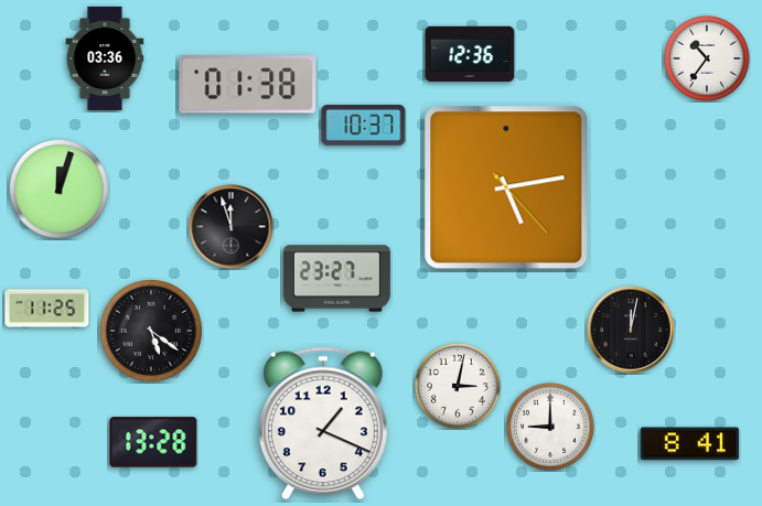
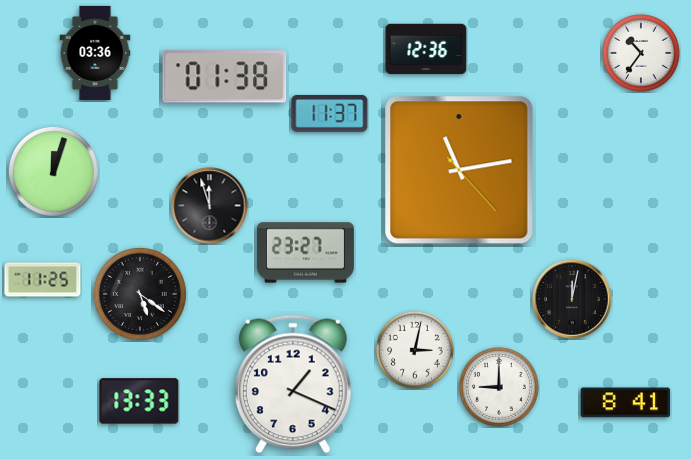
clock at (364, 125): 10:37 -> 11:37
clock at (506, 187): 5:13 -> 11:13
clock at (151, 331) position: (151, 331) -> (140, 294)
clock at (153, 442): 13:28 -> 13:33
